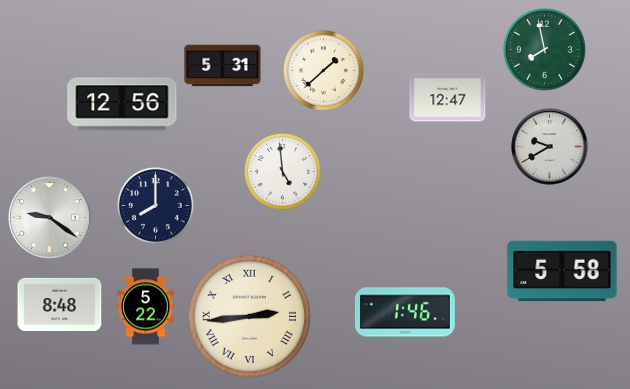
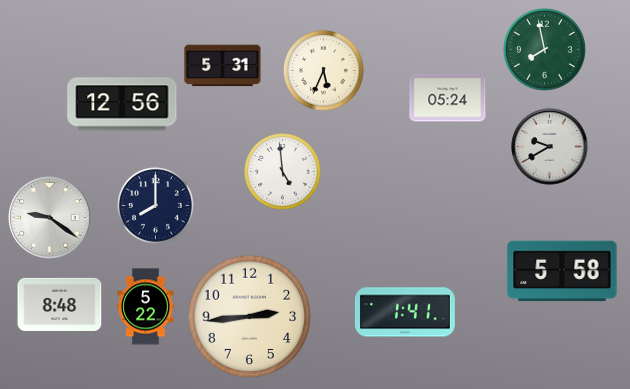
clock at (323, 70): 1:38 -> 5:34
clock at (448, 98): 12:47 -> 05:24
clock at (405, 312): 1:46 -> 1:41
clock at (250, 317) numerals: Roman -> Arabic
